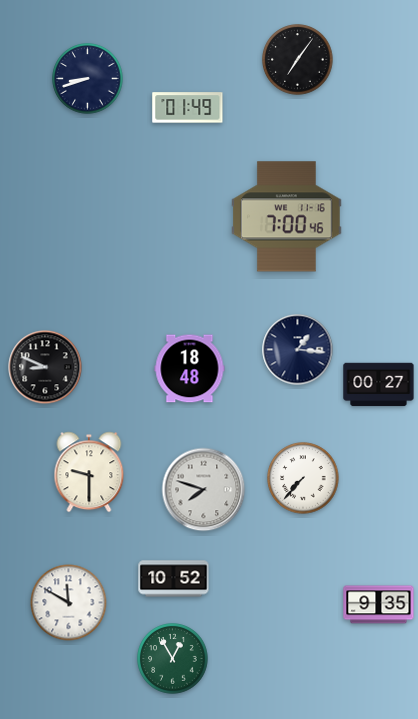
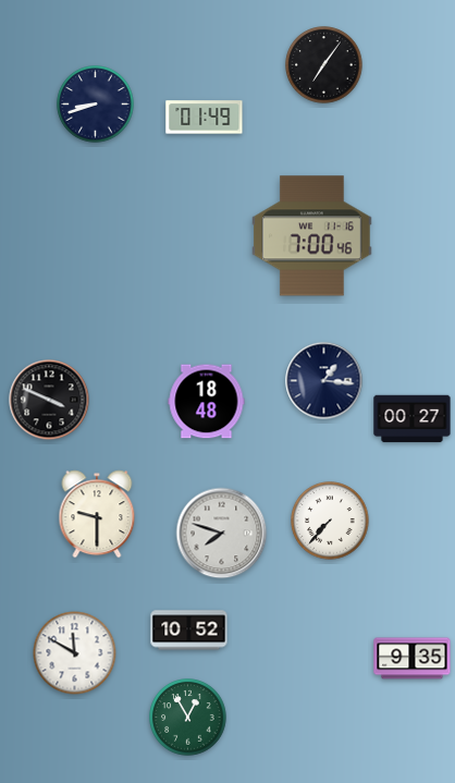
clock at (88, 79) position: (88, 79) -> (96, 105)
clock at (45, 367): 8:49 -> 3:49
clock at (69, 603) position: (69, 603) -> (75, 653)
